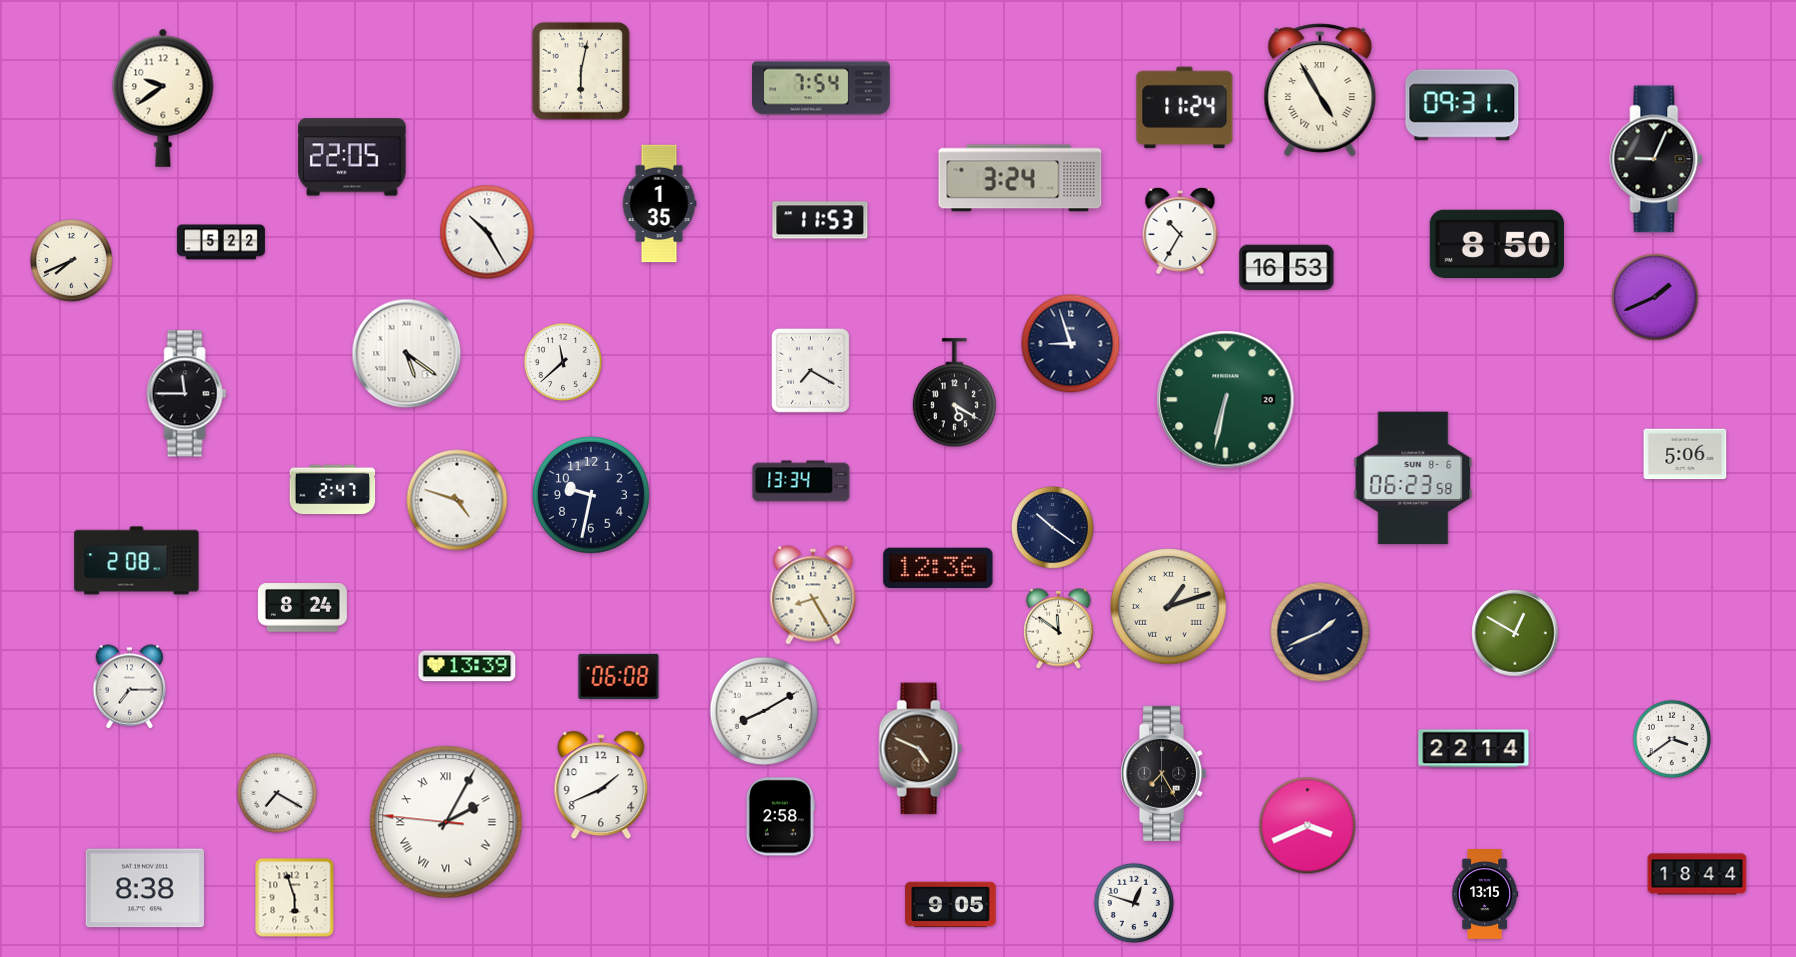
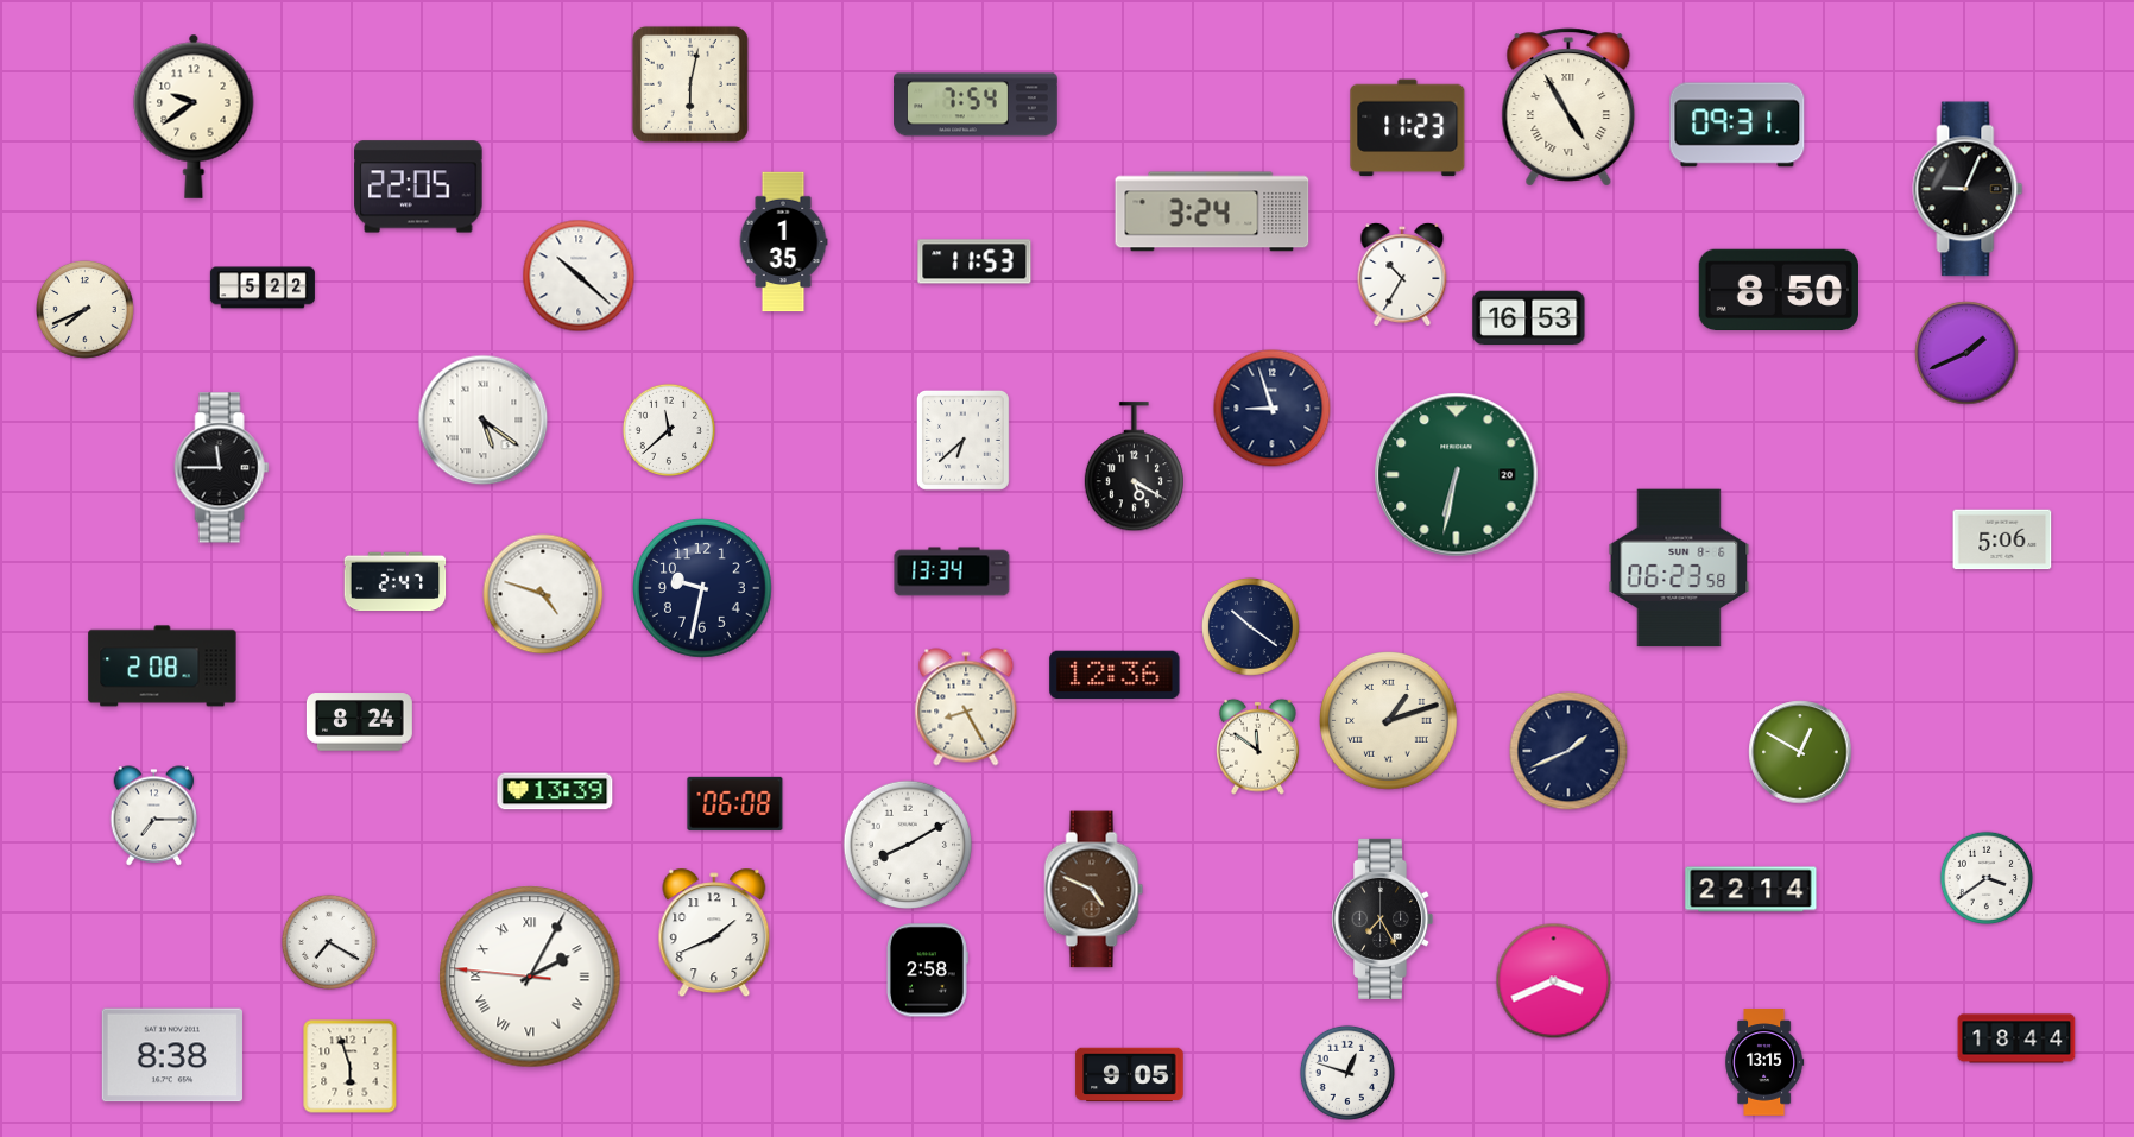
clock at (1185, 108): 11:24 -> 11:23
clock at (487, 232): 10:25 -> 10:22
clock at (810, 370): 7:20 -> 6:38
